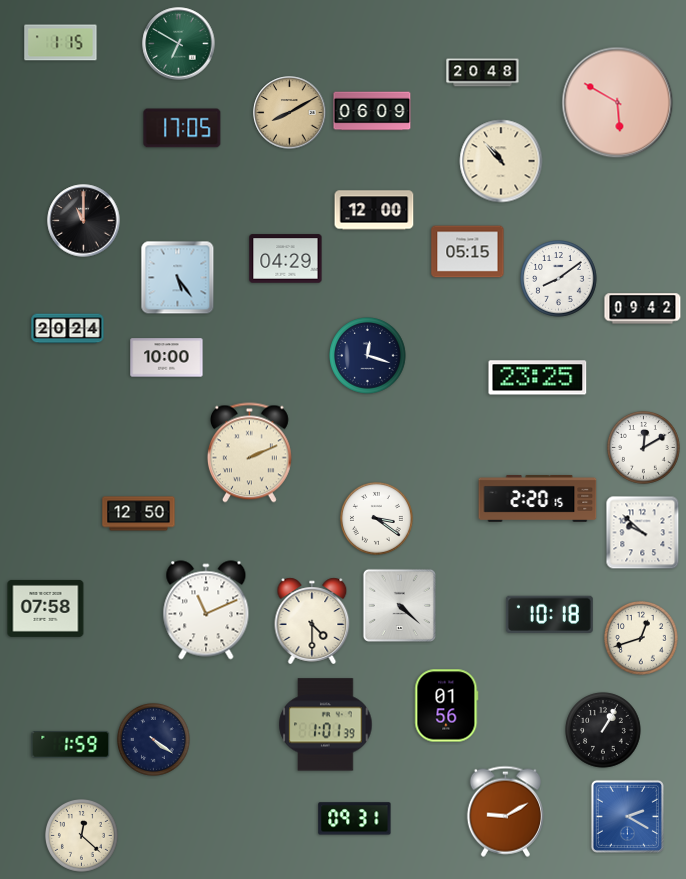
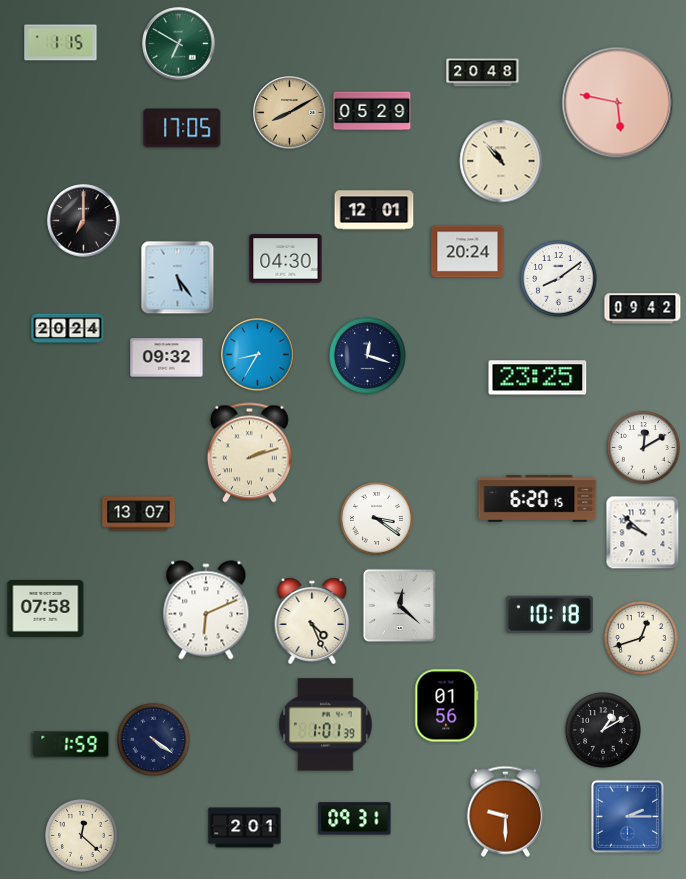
clock at (618, 103): 5:50 -> 5:47
clock at (372, 111): 06:09 -> 05:29
clock at (374, 210): 12:00 -> 12:01
clock at (84, 221): 11:00 -> 7:00
clock at (468, 252): 05:15 -> 20:24
clock at (286, 259): 04:29 -> 04:30
clock at (258, 355): none -> 8:35
clock at (167, 358): 10:00 -> 09:32
clock at (249, 453): 2:11 -> 2:12
clock at (538, 498): 2:20 -> 6:20
clock at (139, 514): 12:50 -> 13:07
clock at (399, 605): 4:22 -> 12:22
clock at (206, 610): 11:11 -> 6:11
clock at (312, 621): 4:30 -> 4:26
clock at (603, 730): 1:05 -> 1:10
clock at (505, 811): 9:10 -> 9:30
clock at (627, 816): 2:20 -> 2:15
clock at (245, 828): none -> 2:01
